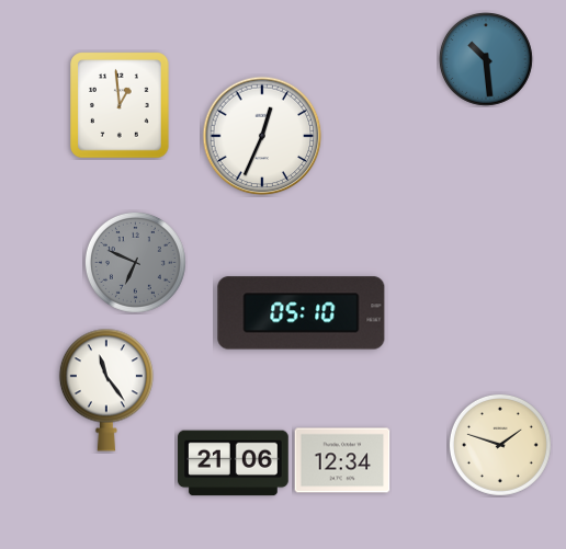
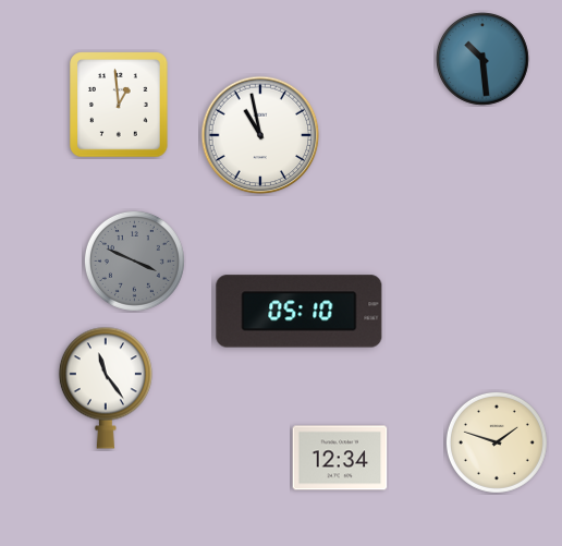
clock at (262, 136): 12:34 -> 10:58
clock at (135, 262): 6:49 -> 3:49
clock at (234, 464): 21:06 -> none
